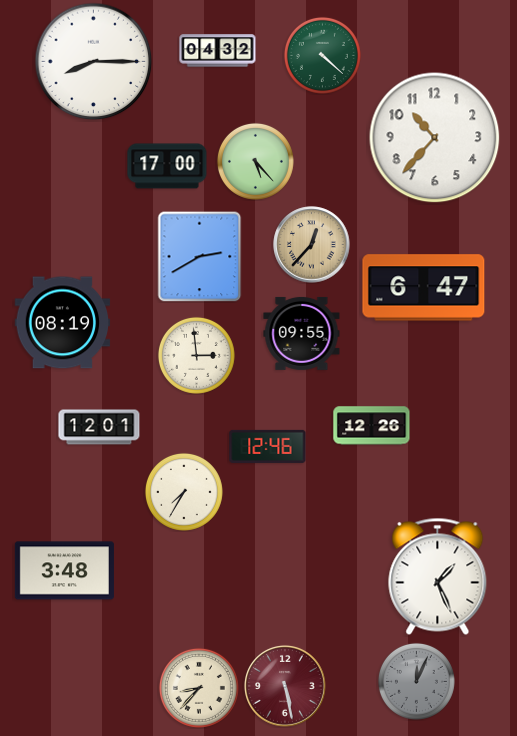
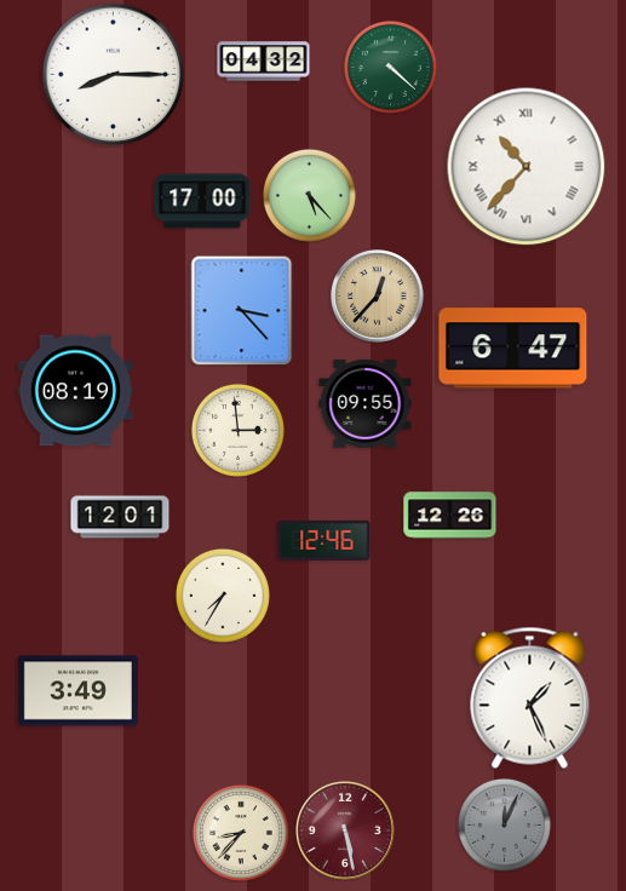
clock at (435, 138) numerals: Arabic -> Roman
clock at (200, 257): 2:40 -> 3:23
clock at (64, 571): 3:48 -> 3:49
